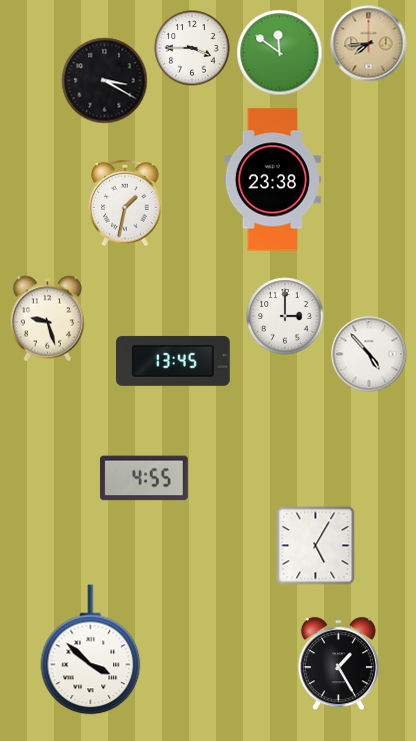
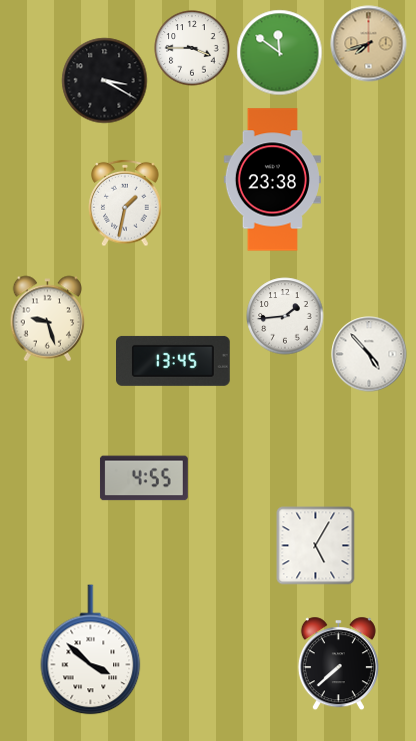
clock at (369, 44): 7:44 -> 7:42
clock at (285, 316): 3:00 -> 1:44
clock at (338, 664): 1:25 -> 7:38
